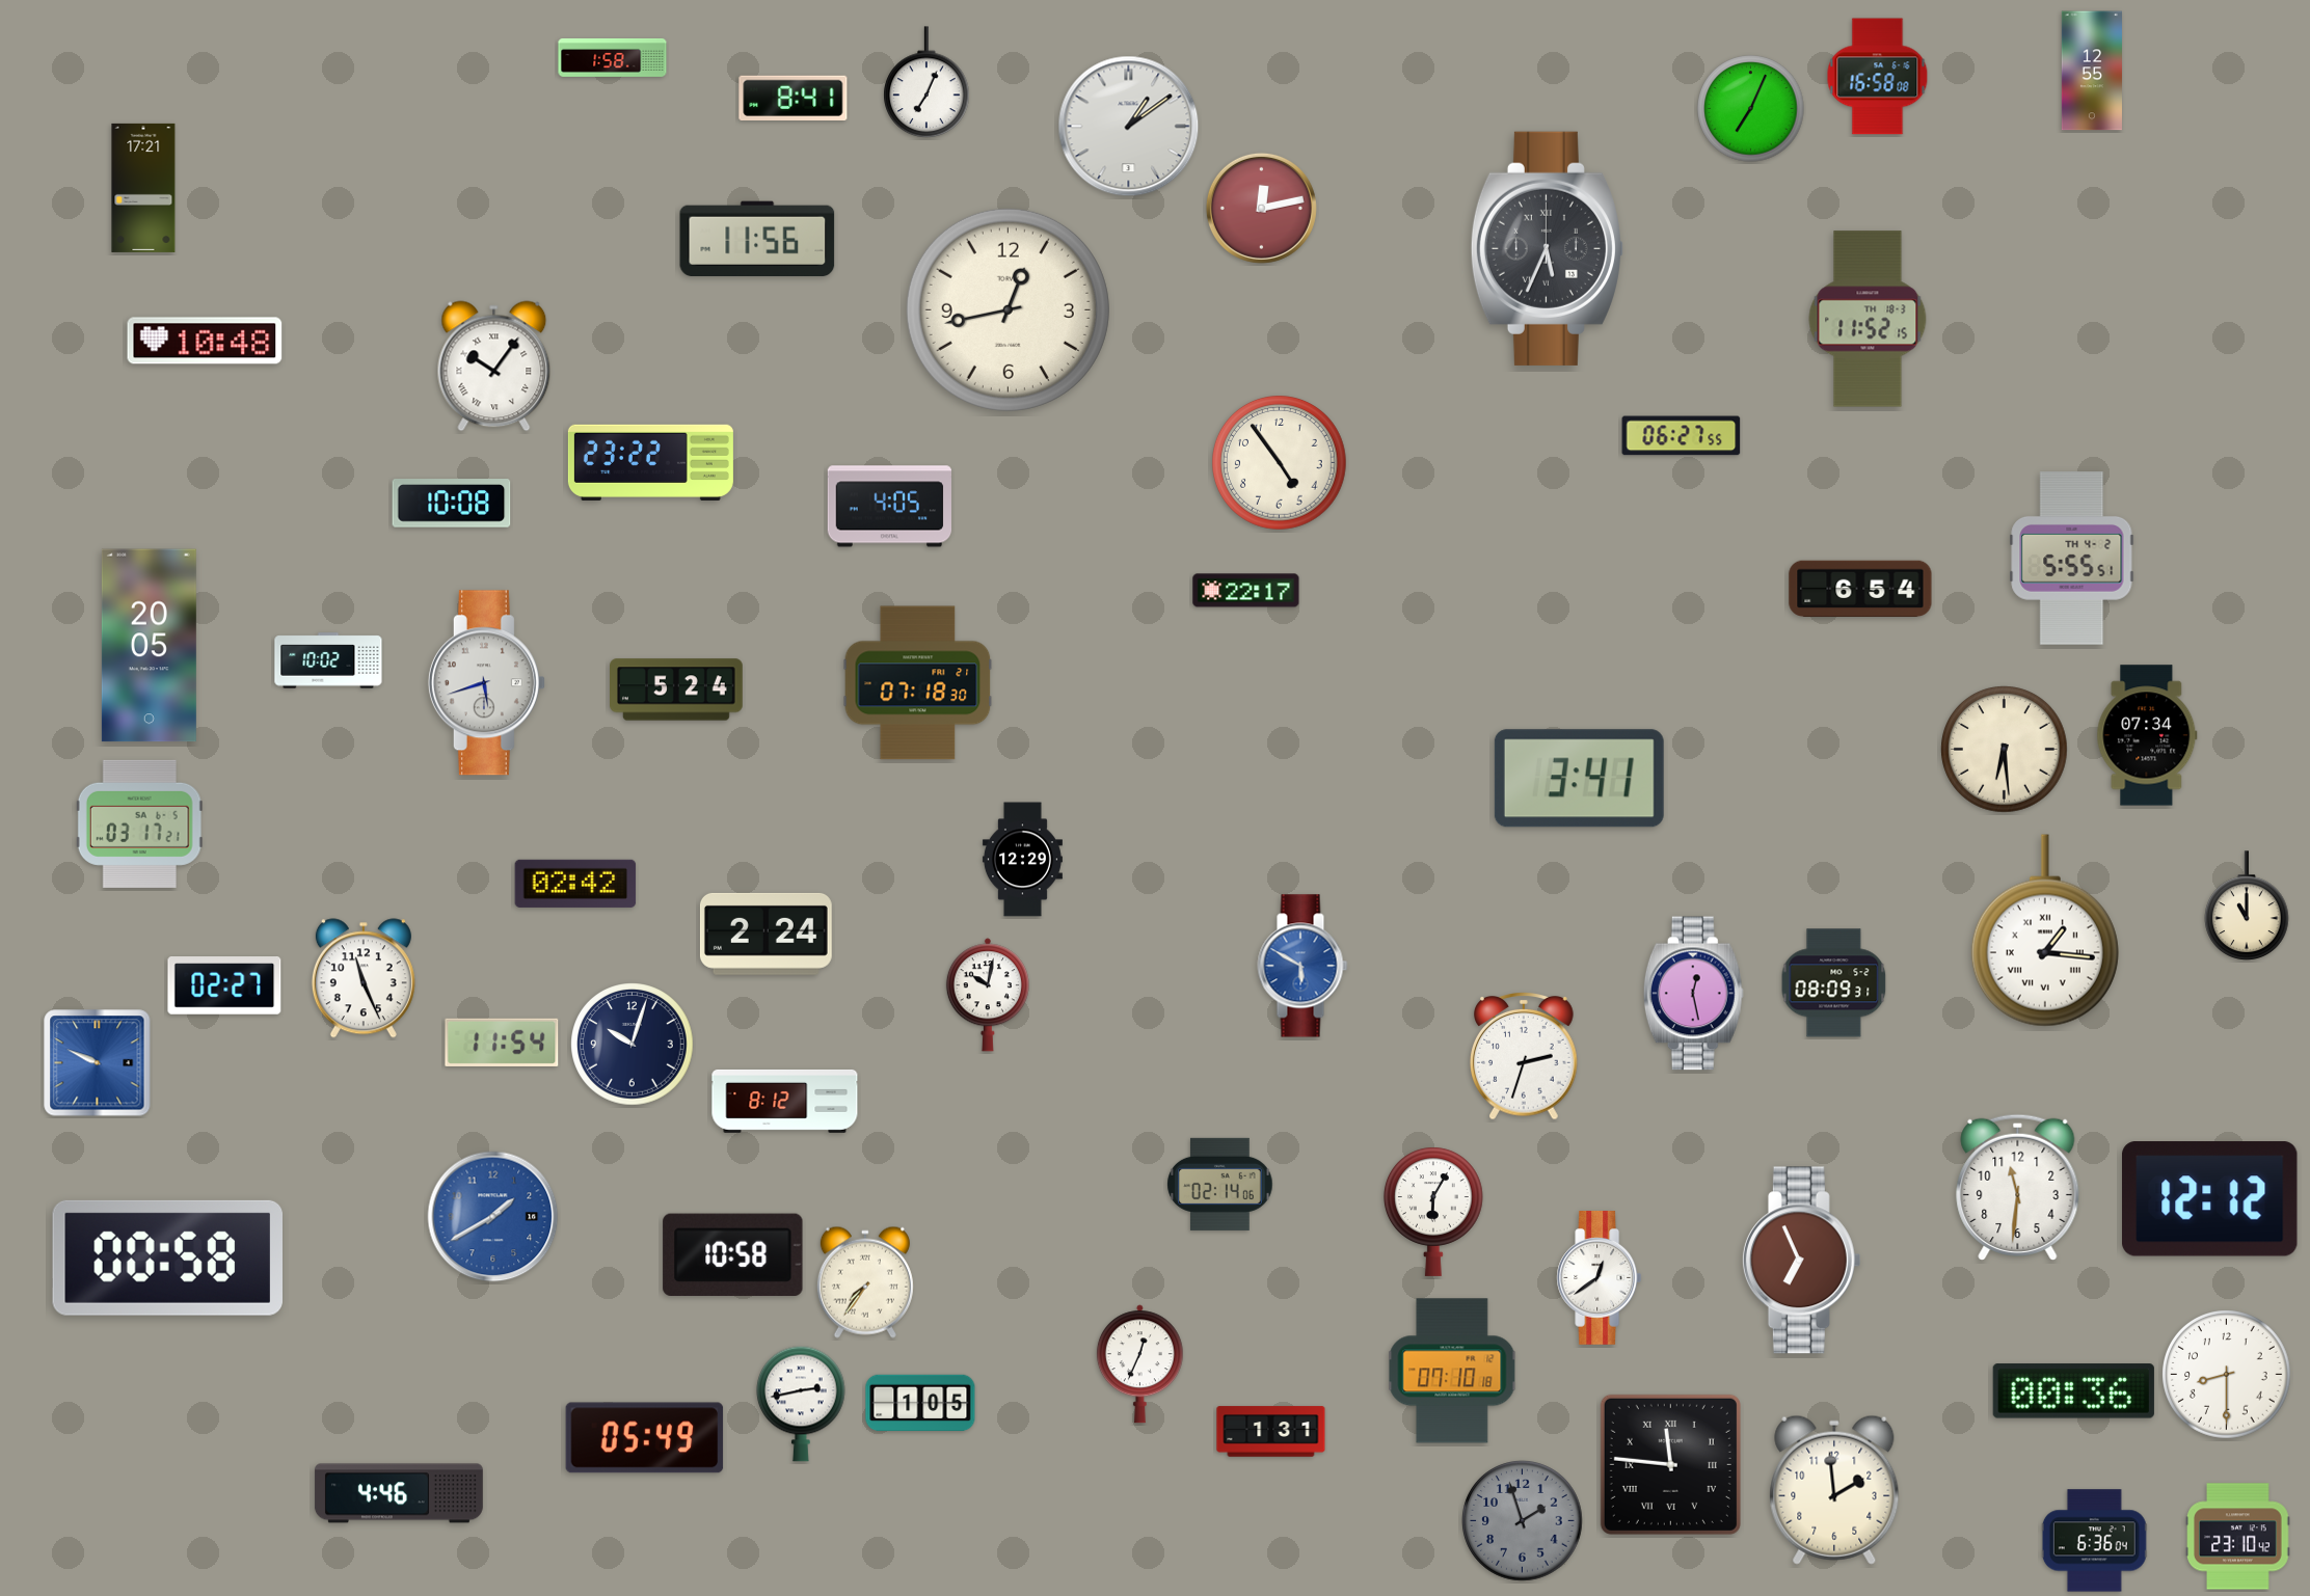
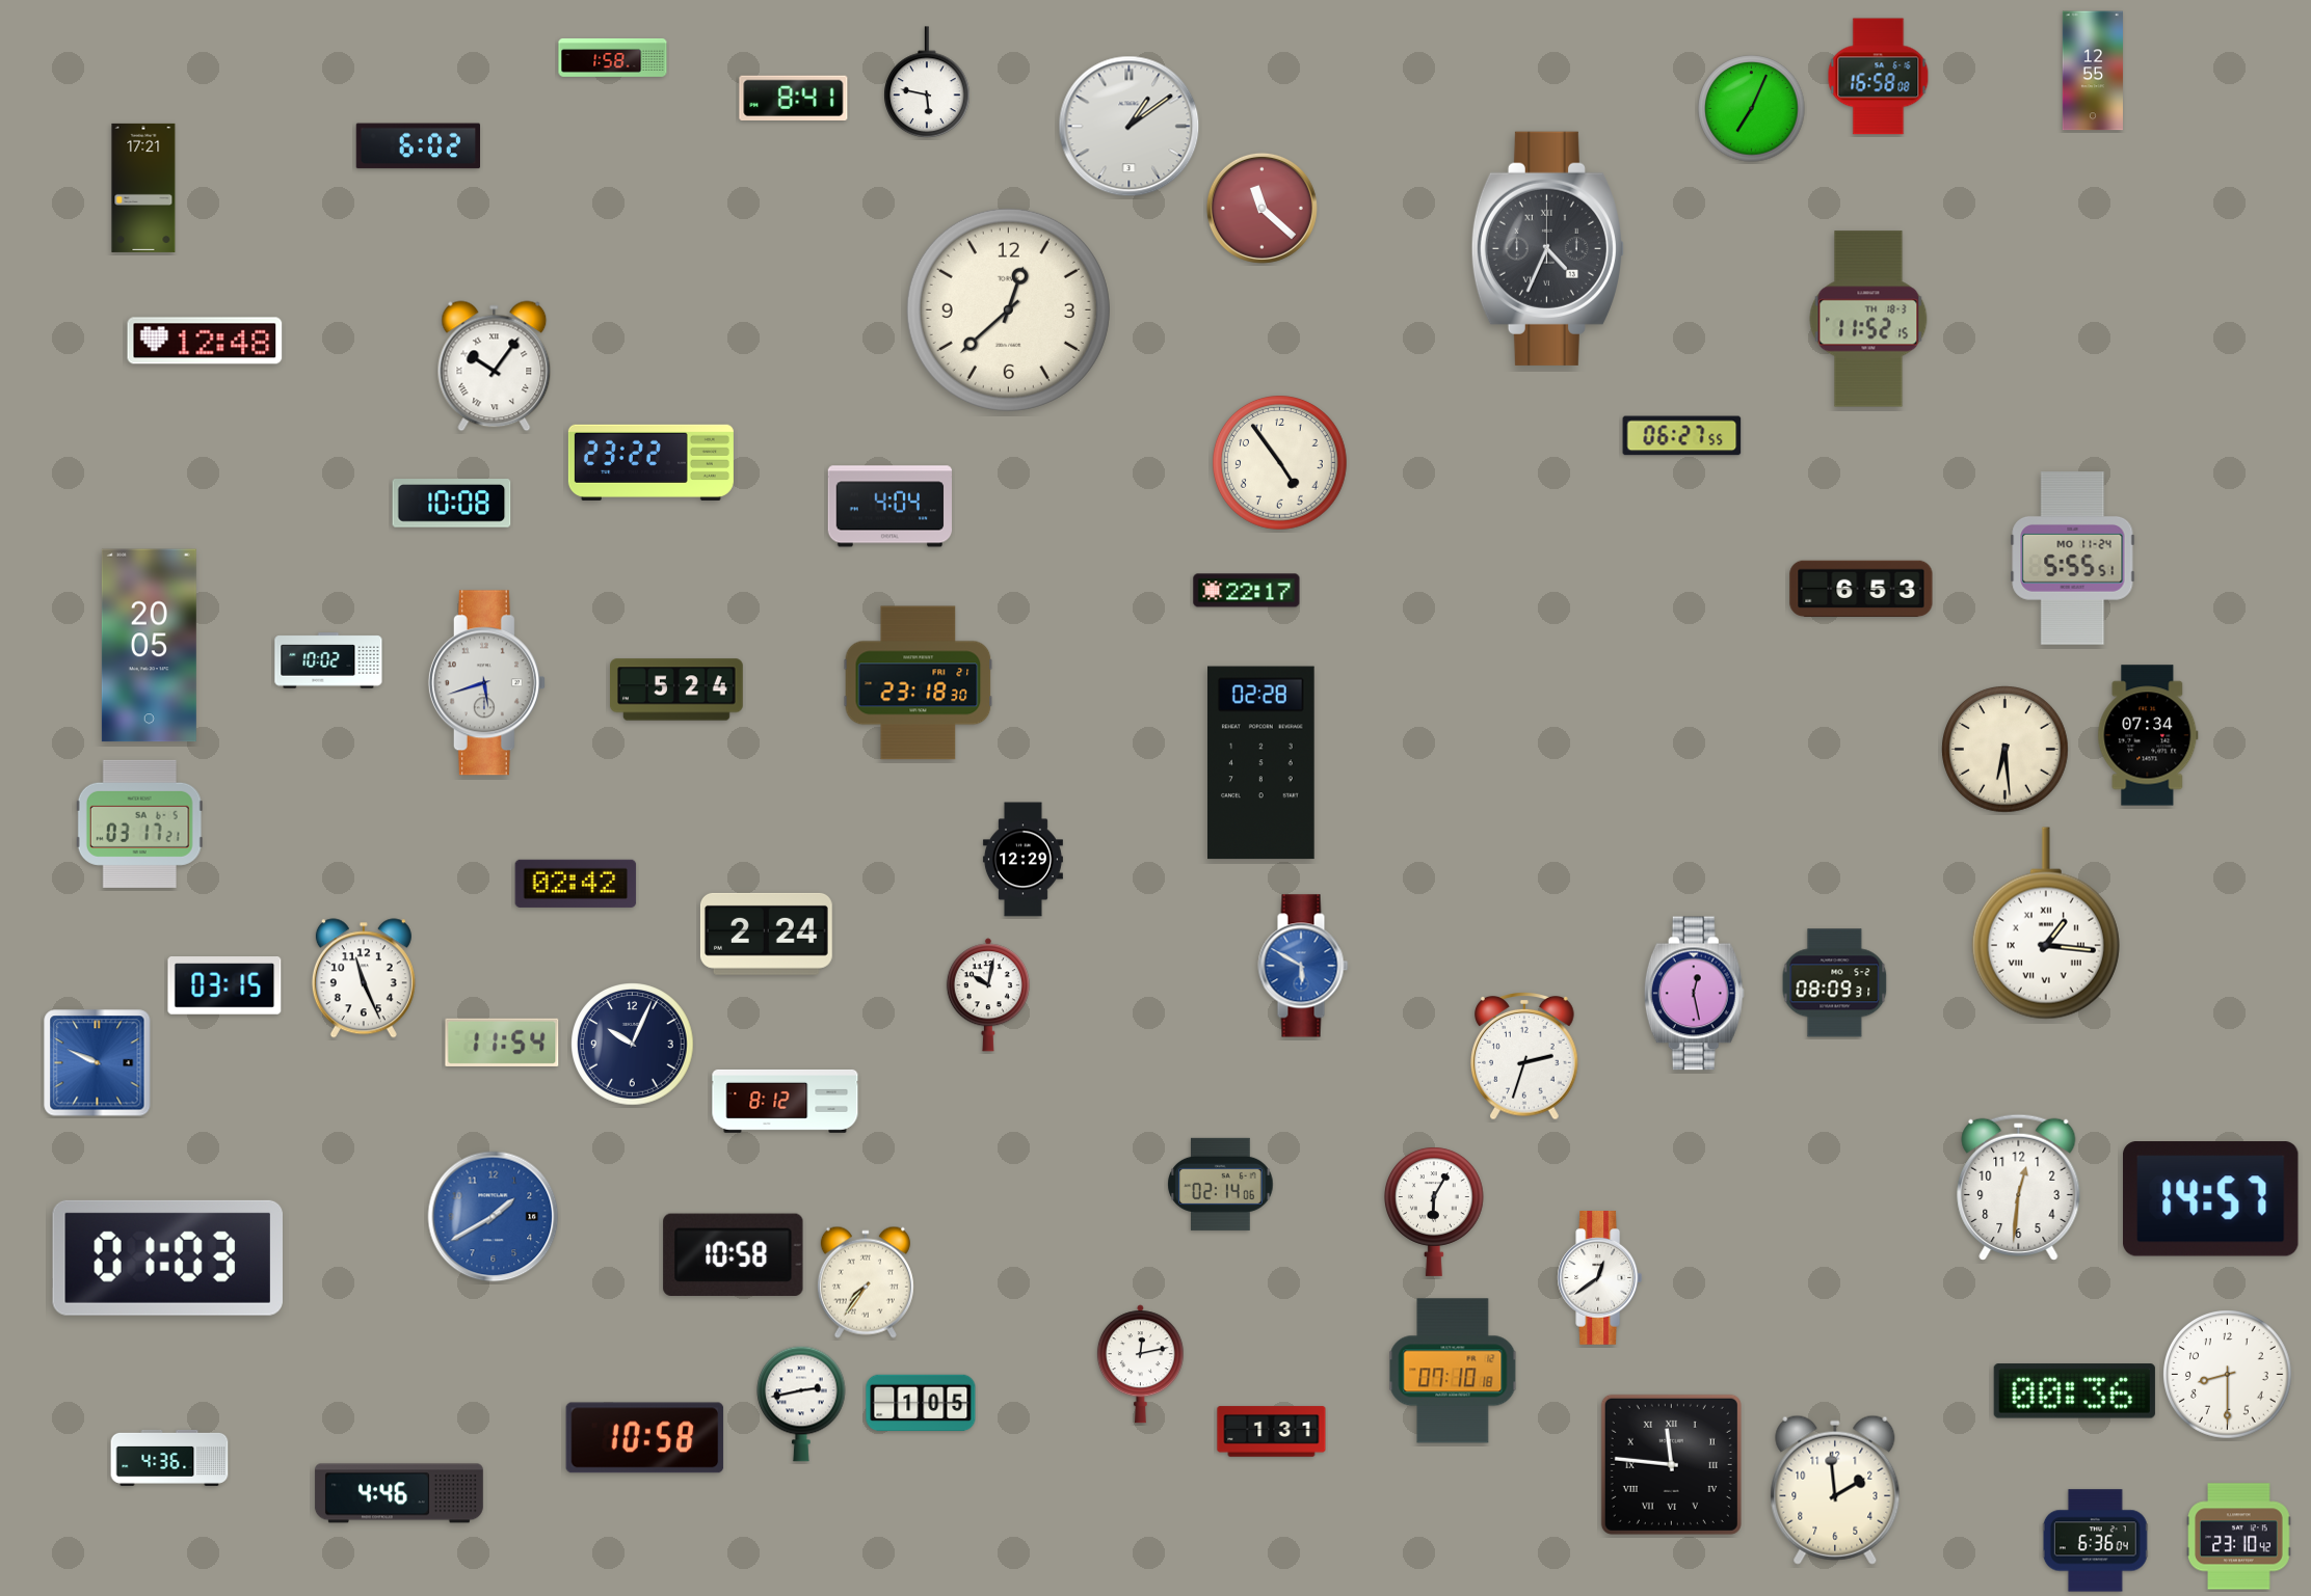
clock at (926, 83): 7:04 -> 5:47
clock at (418, 146): none -> 6:02
clock at (1261, 208): 12:13 -> 11:22
clock at (757, 238): 11:56 -> none
clock at (1547, 248): 5:34 -> 4:34
clock at (1008, 309): 12:43 -> 12:38
clock at (205, 341): 10:48 -> 12:48
clock at (889, 507): 4:05 -> 4:04
clock at (2072, 559) date: TH 4-2 -> MO 11-24
clock at (1860, 588): 6:54 -> 6:53
clock at (918, 683): 07:18 -> 23:18
clock at (1261, 763): none -> 02:28
clock at (1579, 779): 3:41 -> none
clock at (2247, 905): 11:00 -> none
clock at (2045, 930) position: (2045, 930) -> (2046, 923)
clock at (224, 985): 02:27 -> 03:15
clock at (633, 1045): 10:03 -> 10:04
clock at (2018, 1188): 11:31 -> 12:31
clock at (2210, 1199): 12:12 -> 14:57
clock at (167, 1257): 00:58 -> 01:03
clock at (1801, 1261): 6:56 -> none
clock at (1139, 1364): 12:34 -> 12:13
clock at (645, 1438): 05:49 -> 10:58
clock at (169, 1458): none -> 4:36
clock at (1523, 1521): 1:57 -> none
